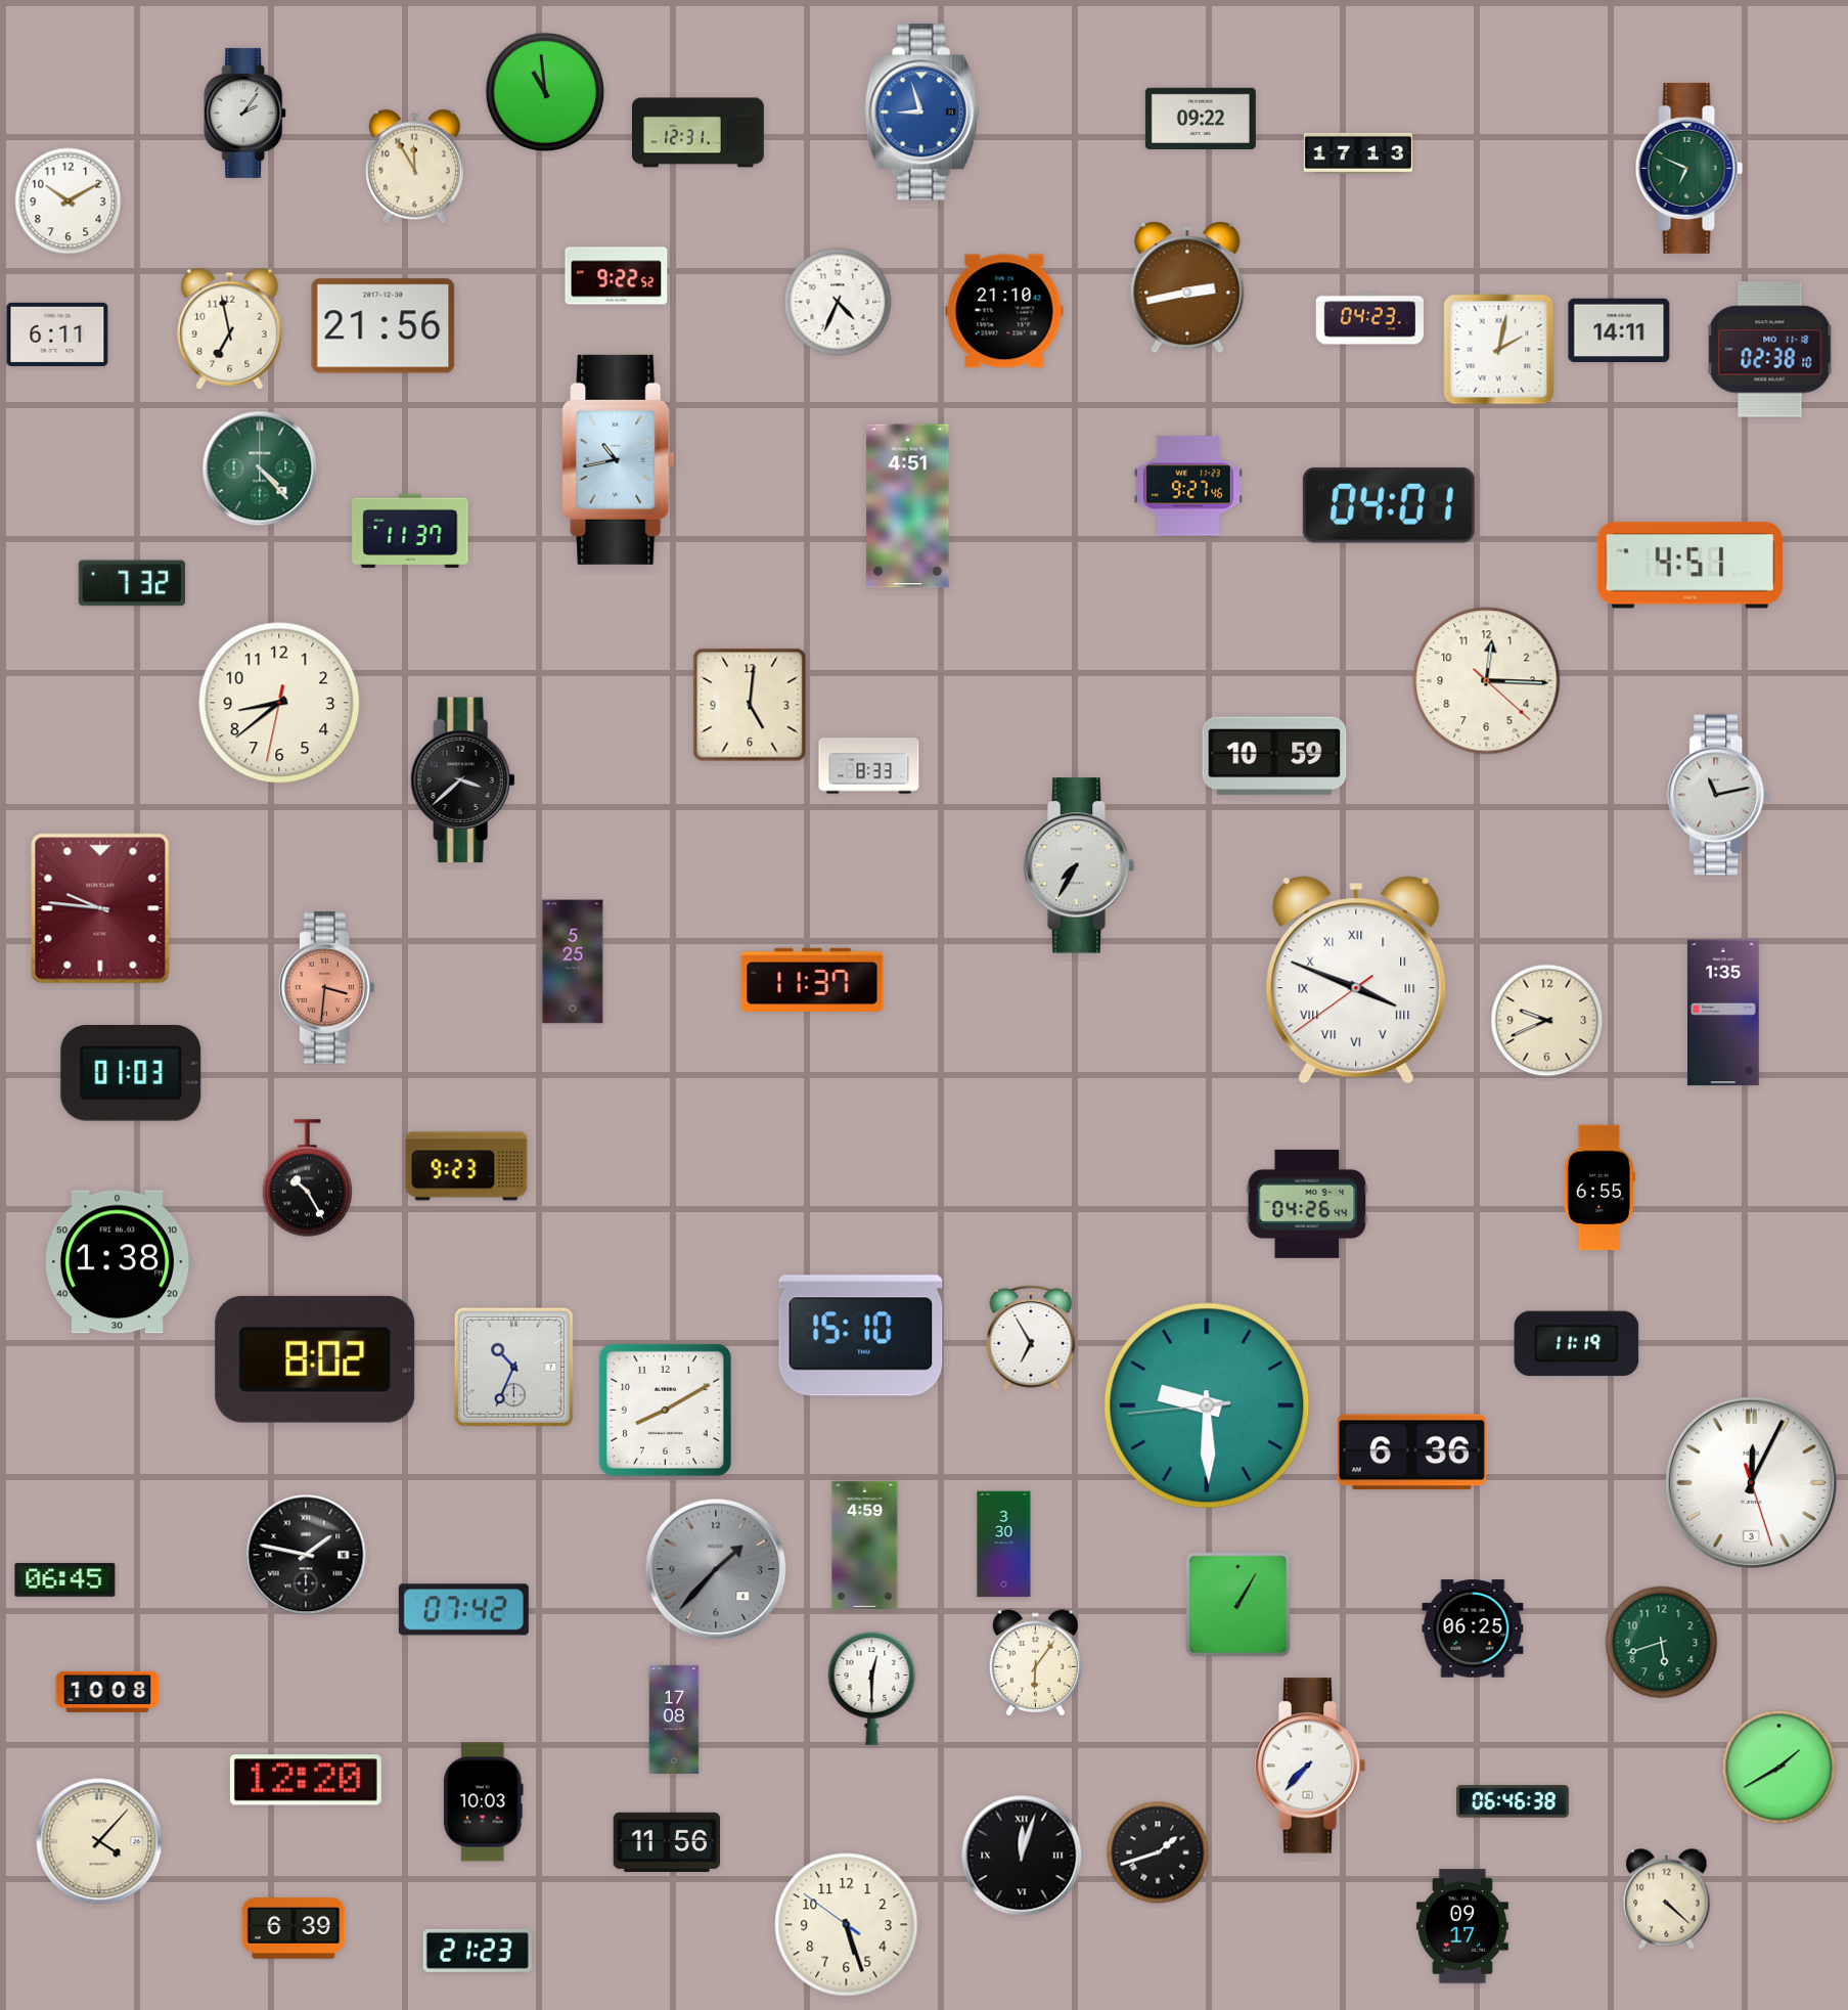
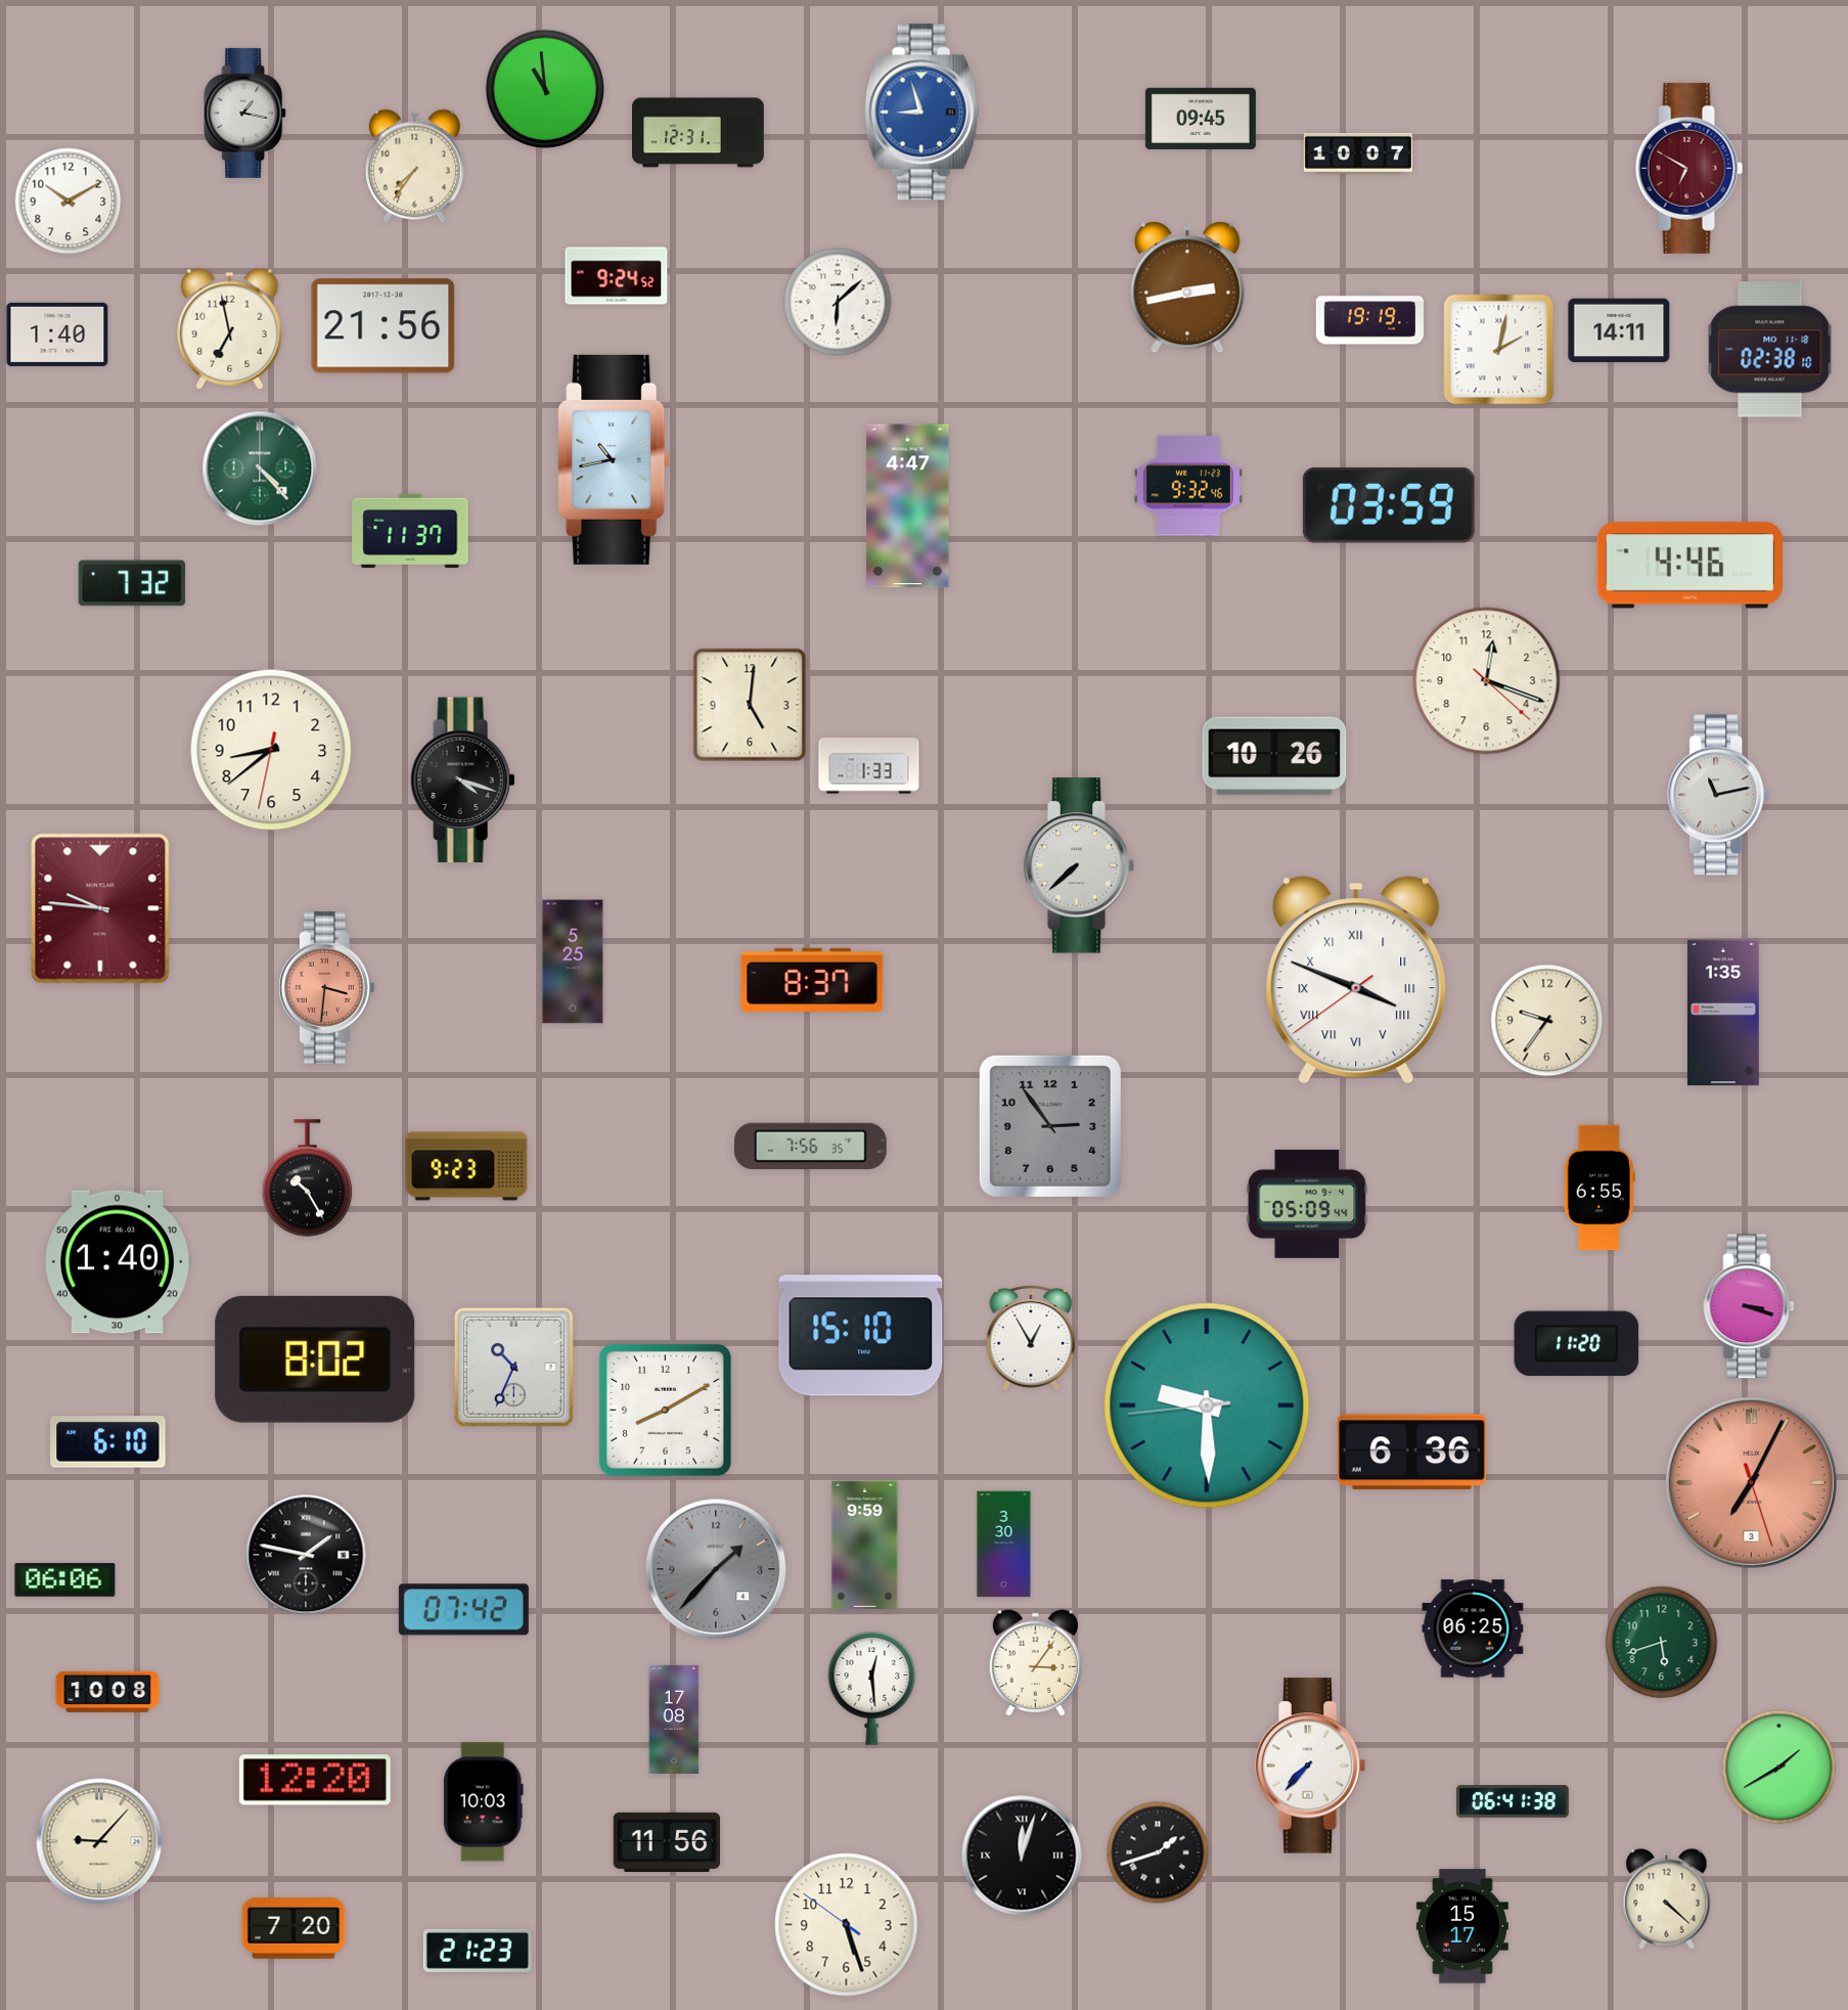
clock at (545, 92) position: (545, 92) -> (545, 89)
clock at (245, 113): 2:06 -> 1:17
clock at (1201, 119): 09:22 -> 09:45
clock at (1358, 153): 17:13 -> 10:07
clock at (414, 167): 11:55 -> 7:36
clock at (1689, 168): 6:49 -> 6:50
clock at (1689, 168) dial: green -> burgundy
clock at (617, 276): 9:22 -> 9:24
clock at (838, 302): 4:34 -> 6:08
clock at (1004, 311): 21:10 -> none
clock at (1370, 319): 04:23 -> 19:19
clock at (57, 334): 6:11 -> 1:40
clock at (619, 459) position: (619, 459) -> (615, 459)
clock at (1188, 486): 9:27 -> 9:32
clock at (1389, 505): 04:01 -> 03:59
clock at (908, 506): 4:51 -> 4:47
clock at (1691, 566): 4:51 -> 4:46
clock at (1487, 681): 12:15 -> 12:18
clock at (279, 703) position: (279, 703) -> (271, 750)
clock at (1274, 756): 10:59 -> 10:26
clock at (869, 766): 8:33 -> 1:33
clock at (463, 780): 3:38 -> 4:18
clock at (1079, 865): 7:35 -> 7:38
clock at (812, 979): 11:37 -> 8:37
clock at (1547, 1021): 9:41 -> 9:36
clock at (131, 1073): 01:03 -> none
clock at (1050, 1126): none -> 2:54
clock at (810, 1146): none -> 7:56
clock at (1307, 1204): 04:26 -> 05:09
clock at (118, 1262): 1:38 -> 1:40
clock at (1749, 1306): none -> 3:18
clock at (1031, 1339): 6:55 -> 12:55
clock at (1577, 1344): 11:19 -> 11:20
clock at (108, 1442): none -> 6:10
clock at (1751, 1482): 12:04 -> 7:04
clock at (1751, 1482) dial: white -> salmon
clock at (865, 1545): 4:59 -> 9:59
clock at (65, 1580): 06:45 -> 06:06
clock at (1238, 1605): 1:05 -> none
clock at (1035, 1663): 6:06 -> 3:06
clock at (872, 1688): 12:30 -> 12:29
clock at (306, 1780) position: (306, 1780) -> (315, 1780)
clock at (1513, 1801): 06:46 -> 06:41
clock at (99, 1841): 4:07 -> 9:07
clock at (1462, 1926): 09:17 -> 15:17
clock at (294, 1928): 6:39 -> 7:20
